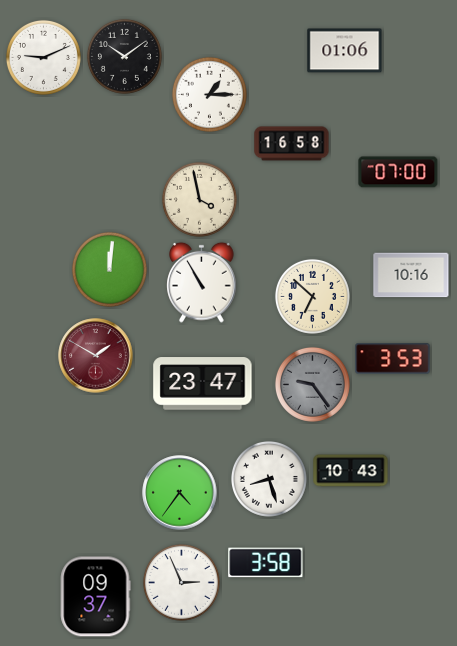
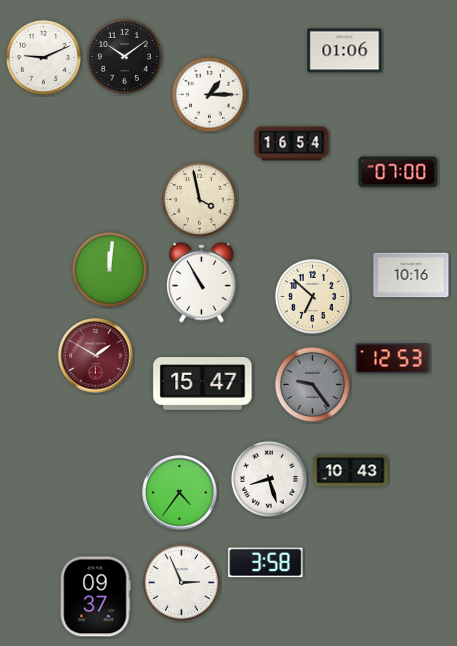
clock at (292, 144): 16:58 -> 16:54
clock at (393, 359): 3:53 -> 12:53
clock at (203, 384): 23:47 -> 15:47
